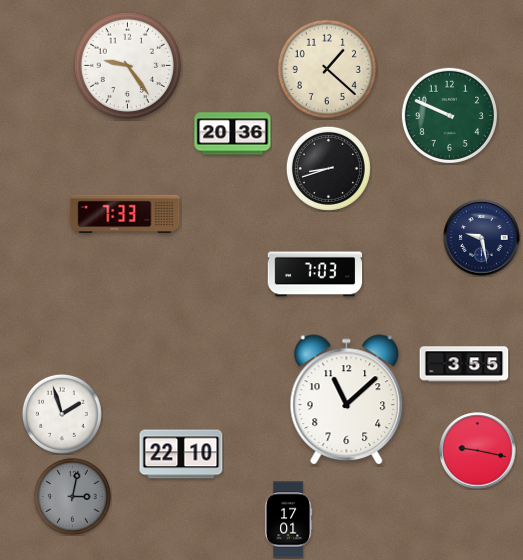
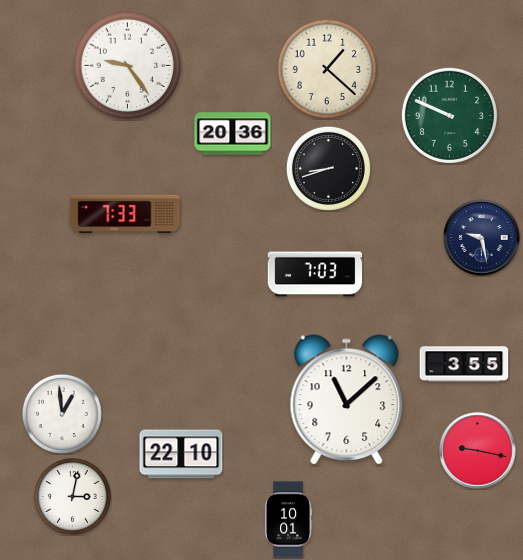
clock at (62, 414): 1:57 -> 12:59
clock at (72, 496) dial: grey -> white
clock at (288, 520): 17:01 -> 10:01
